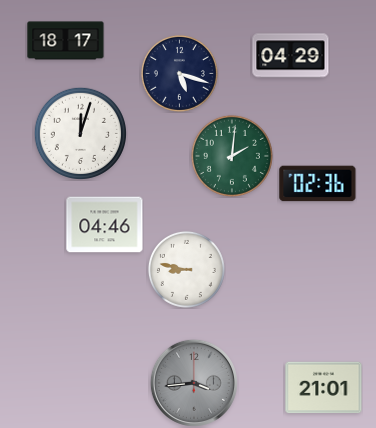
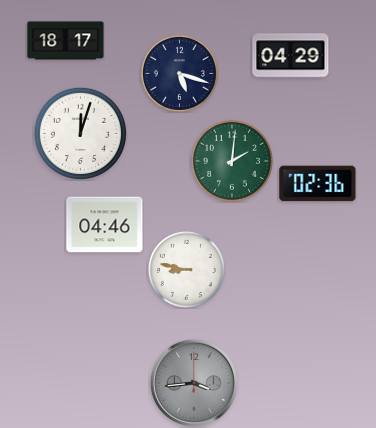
clock at (232, 156) position: (232, 156) -> (232, 161)
clock at (324, 388): 21:01 -> none
